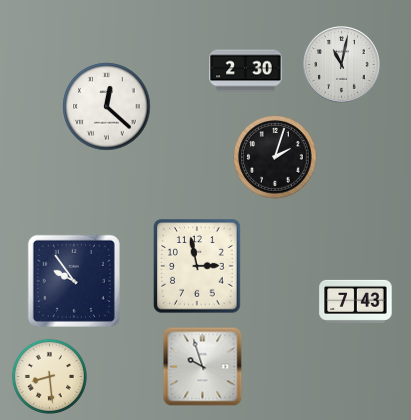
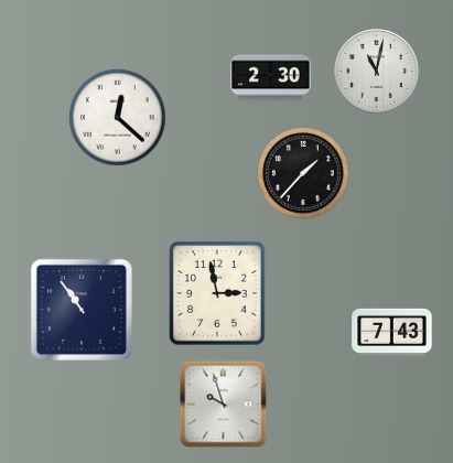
clock at (275, 157): 2:03 -> 1:37
clock at (74, 281): 9:54 -> 10:54
clock at (49, 376): 8:29 -> none
